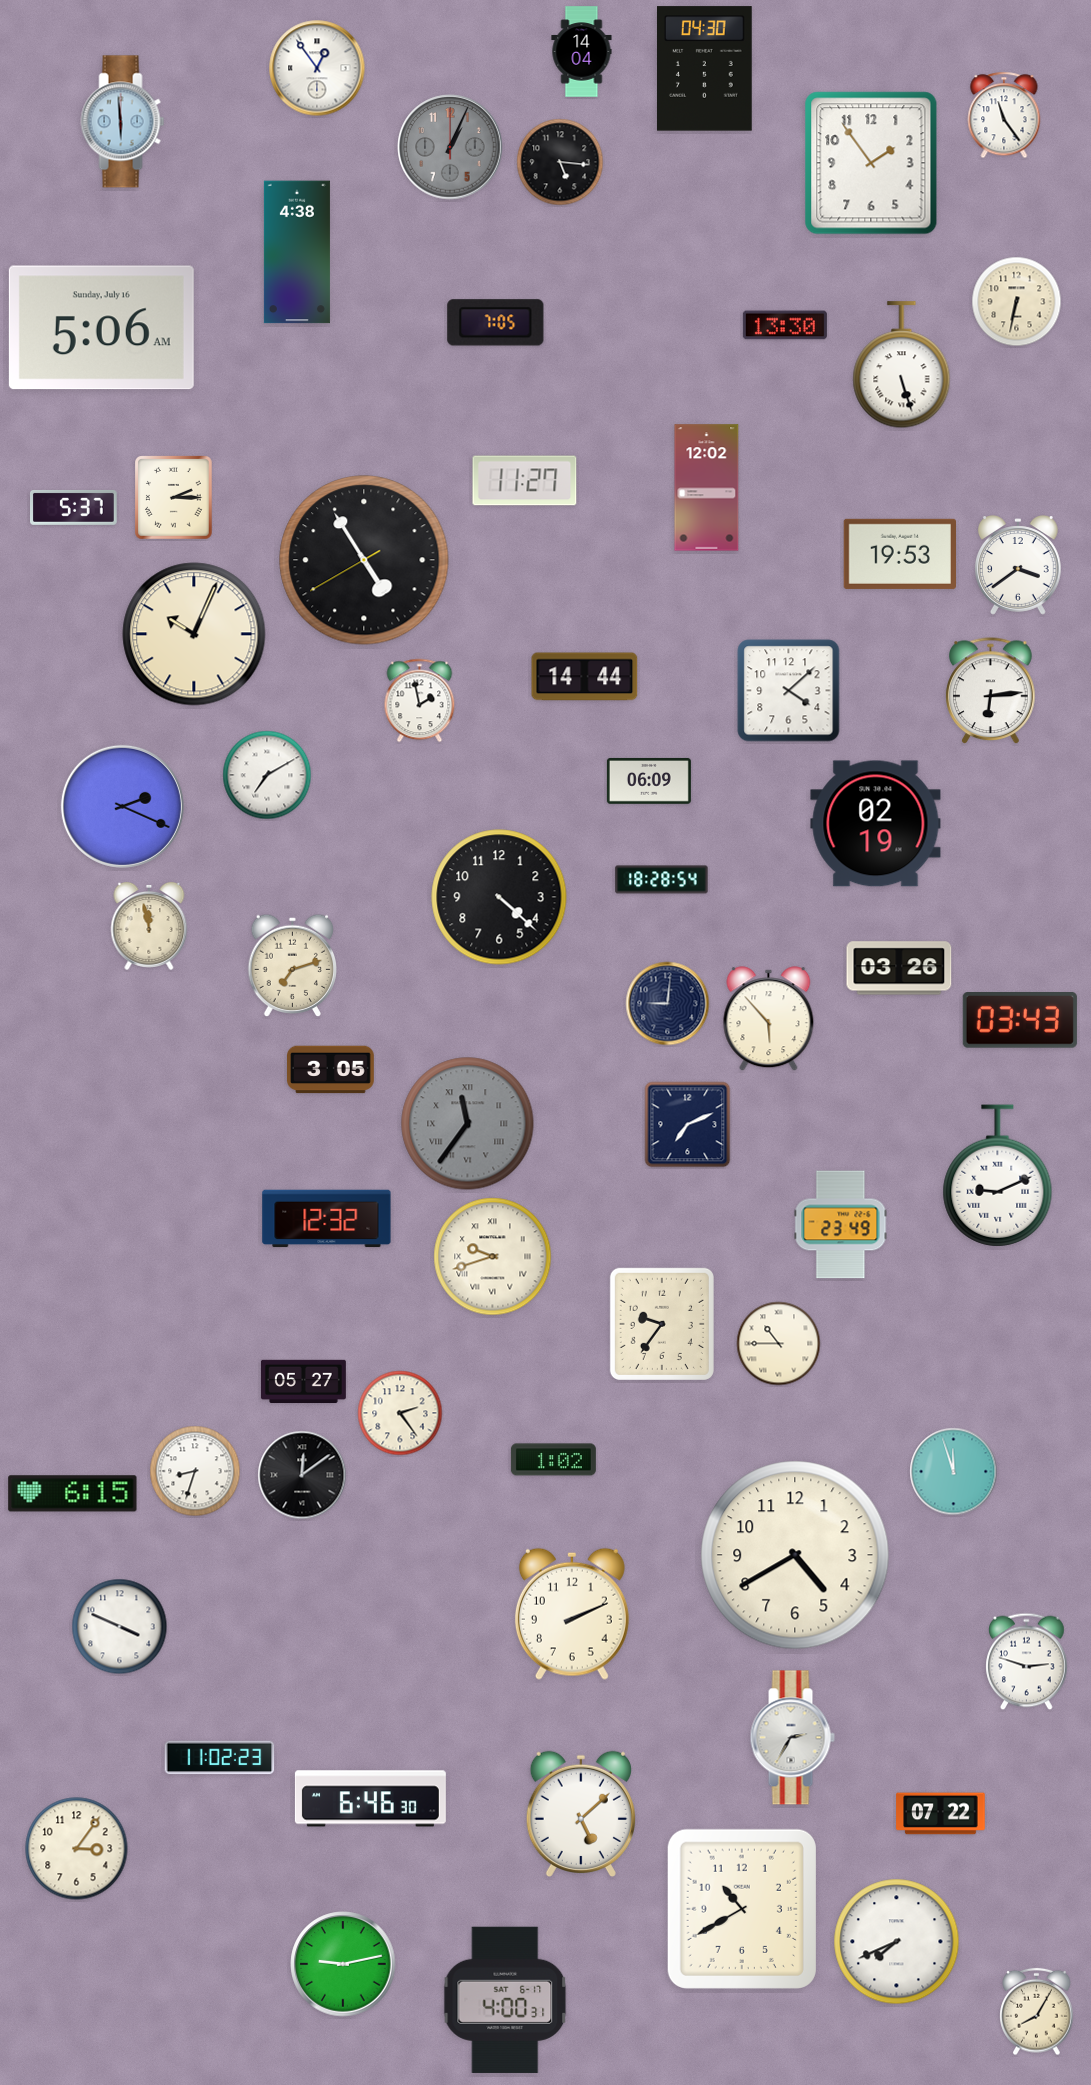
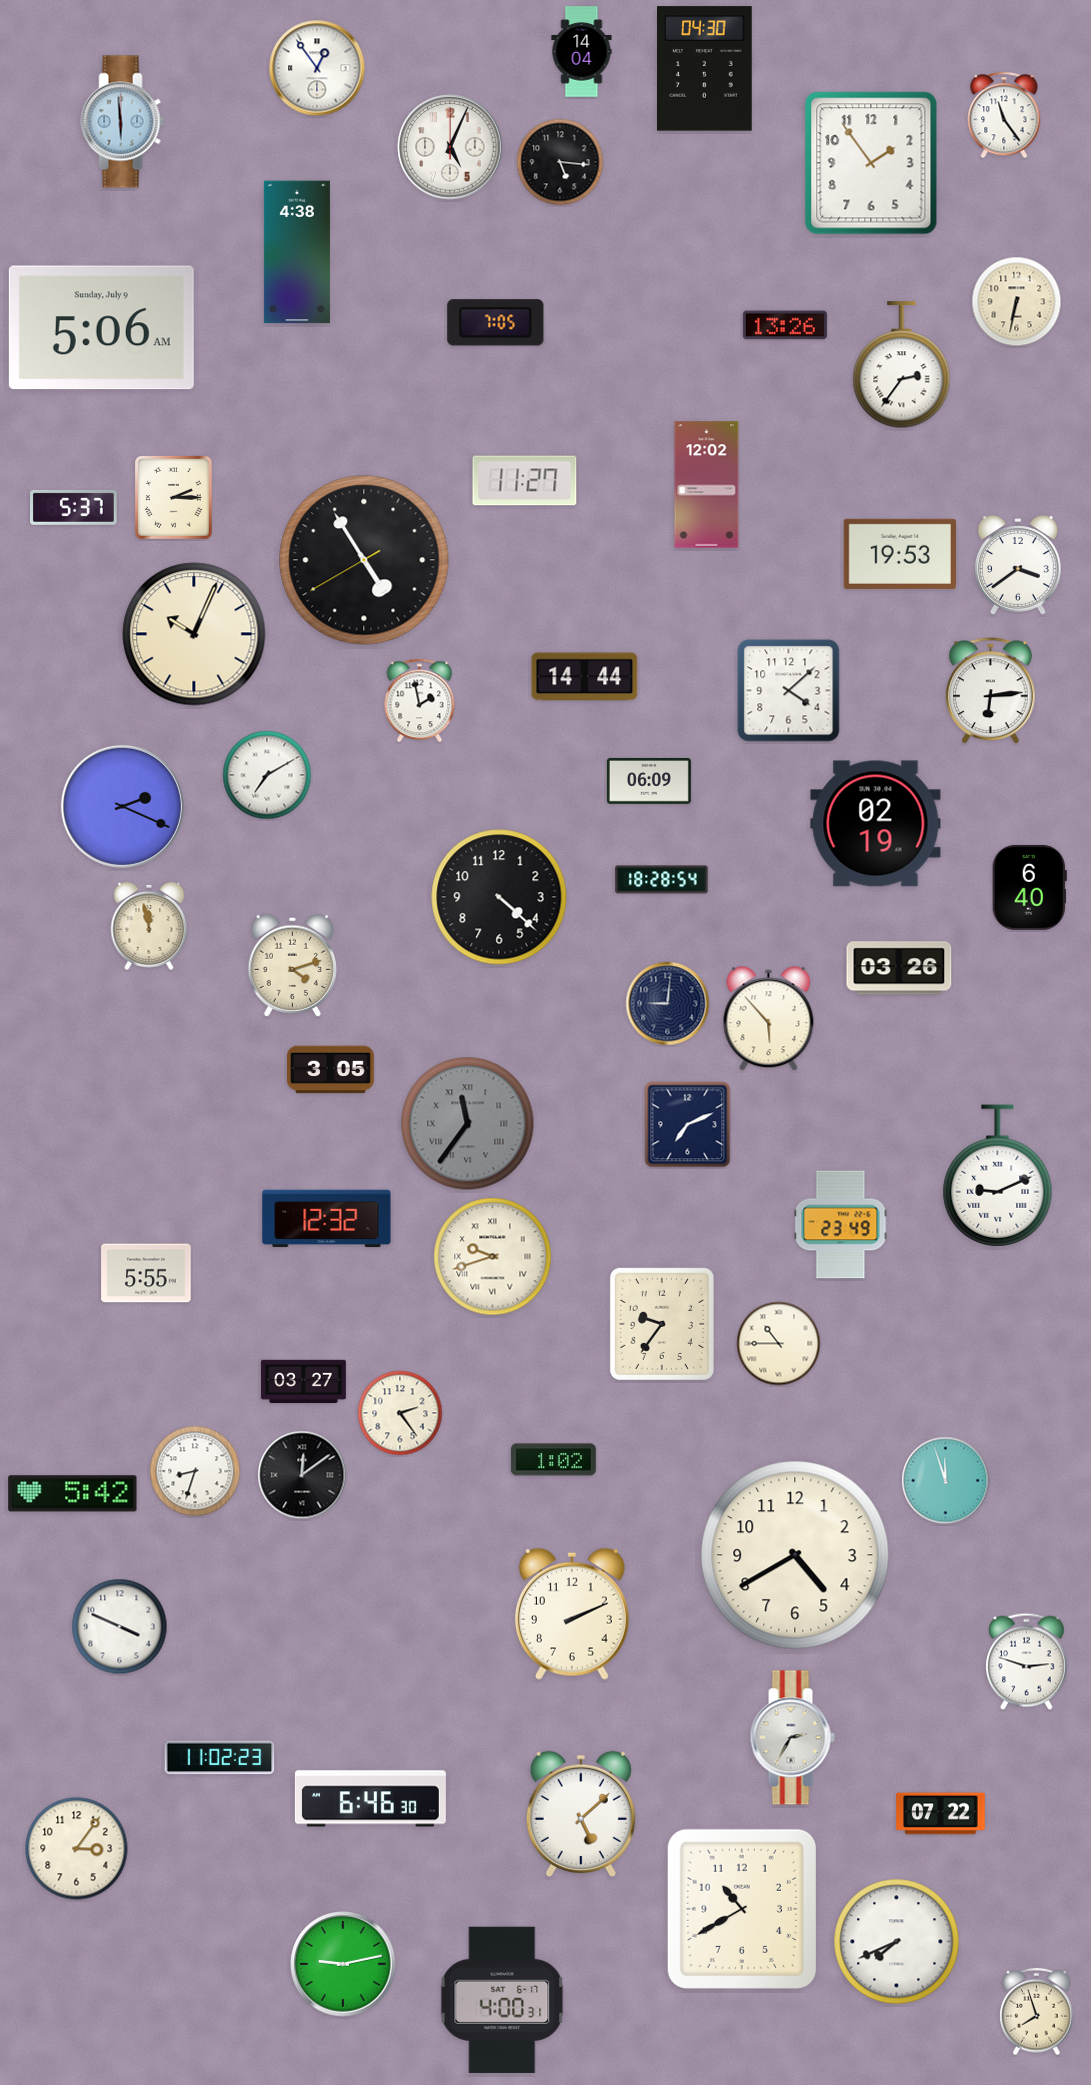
clock at (450, 147): 1:04 -> 5:04
clock at (450, 147) dial: grey -> white
clock at (785, 325): 13:30 -> 13:26
clock at (101, 328) date: Sunday, July 16 -> Sunday, July 9
clock at (902, 365): 5:27 -> 2:36
clock at (707, 488) position: (707, 488) -> (707, 485)
clock at (1029, 887): none -> 6:40
clock at (292, 965): 7:12 -> 4:12
clock at (1020, 1021): 03:43 -> none
clock at (146, 1273): none -> 5:55
clock at (303, 1381): 05:27 -> 03:27
clock at (954, 1472) position: (954, 1472) -> (946, 1481)
clock at (73, 1494): 6:15 -> 5:42
clock at (505, 2000) position: (505, 2000) -> (502, 2000)
clock at (1037, 2012): 8:05 -> 7:57
